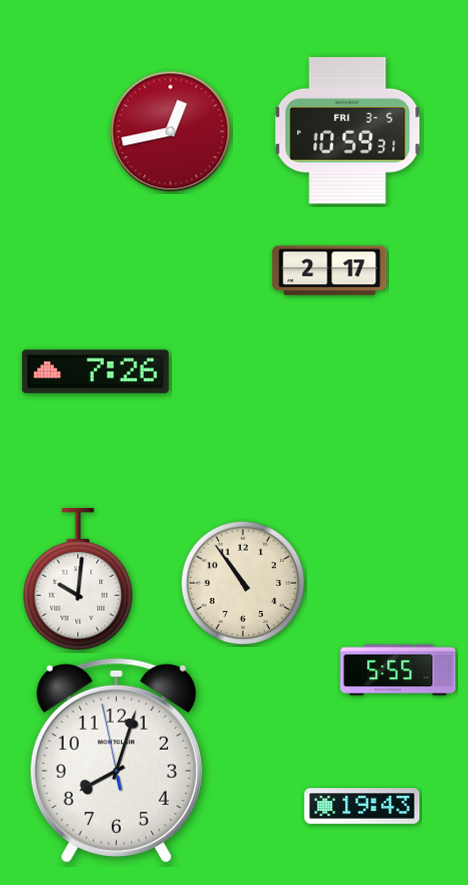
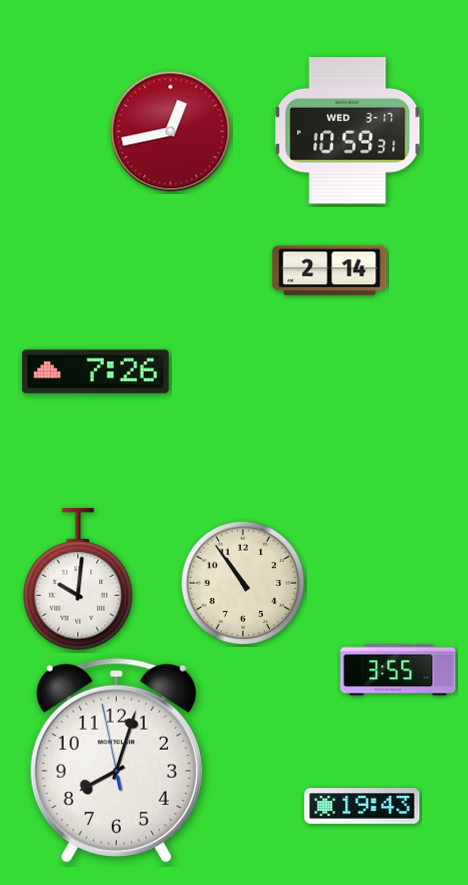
clock at (348, 131) date: FRI 3-5 -> WED 3-17
clock at (330, 271): 2:17 -> 2:14
clock at (398, 670): 5:55 -> 3:55
